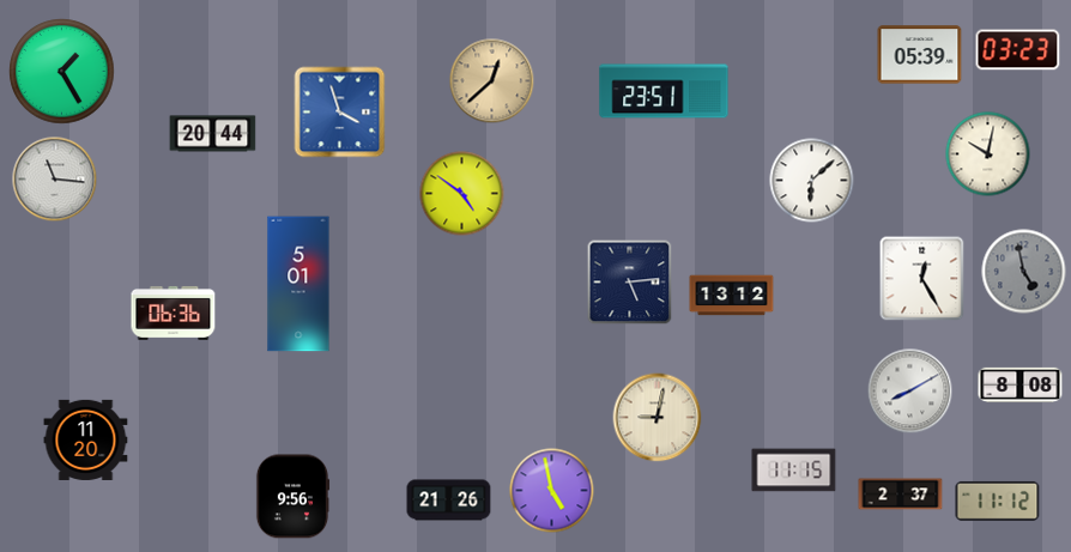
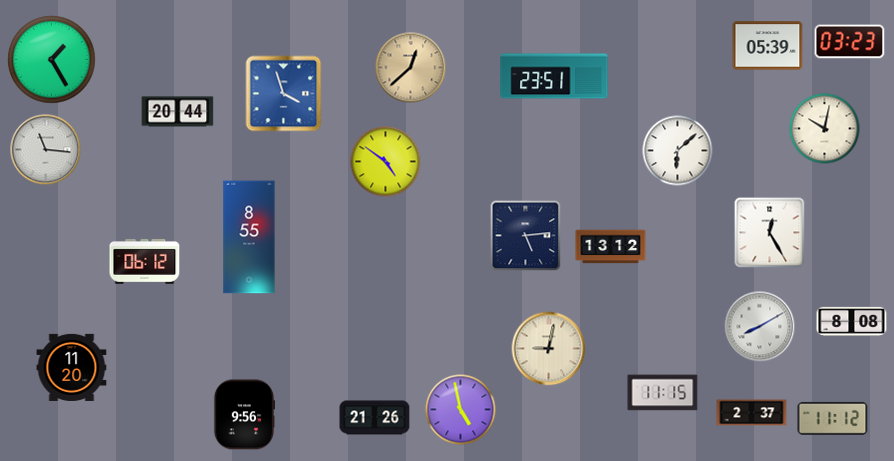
clock at (1024, 272): 4:58 -> none
clock at (298, 284): 5:01 -> 8:55
clock at (174, 313): 06:36 -> 06:12
